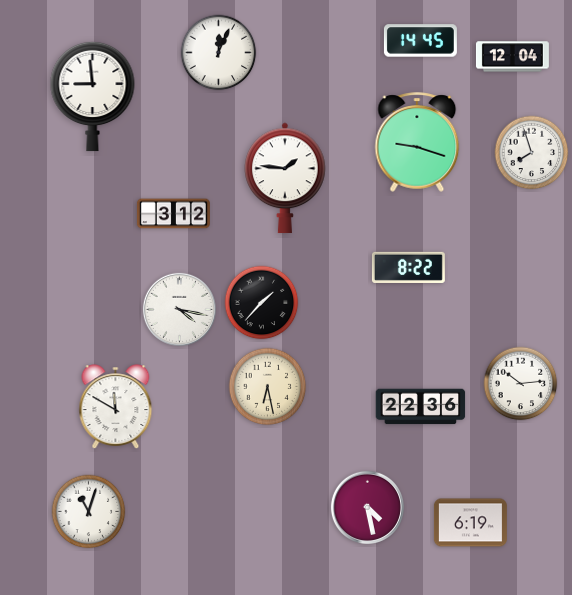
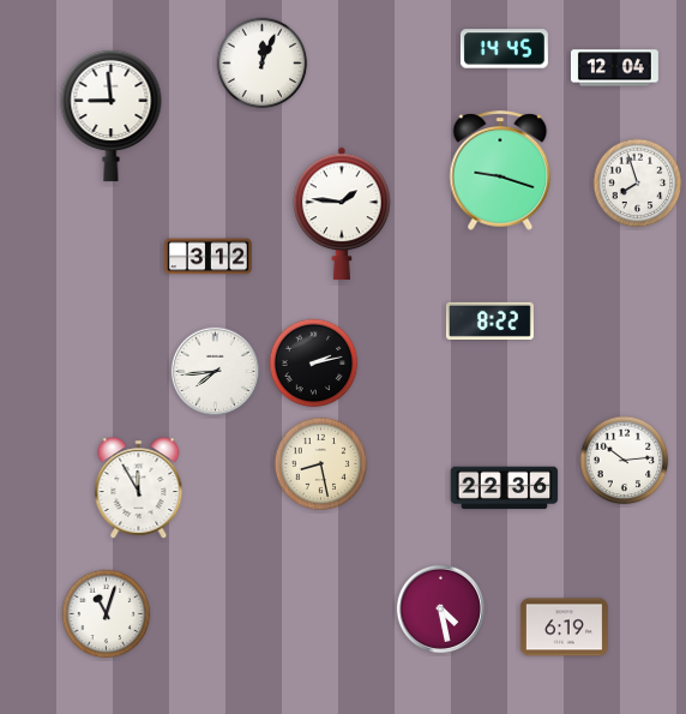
clock at (262, 303): 1:37 -> 2:13
clock at (179, 309): 4:17 -> 7:44
clock at (268, 387): 6:28 -> 8:28
clock at (116, 406): 11:50 -> 11:55
